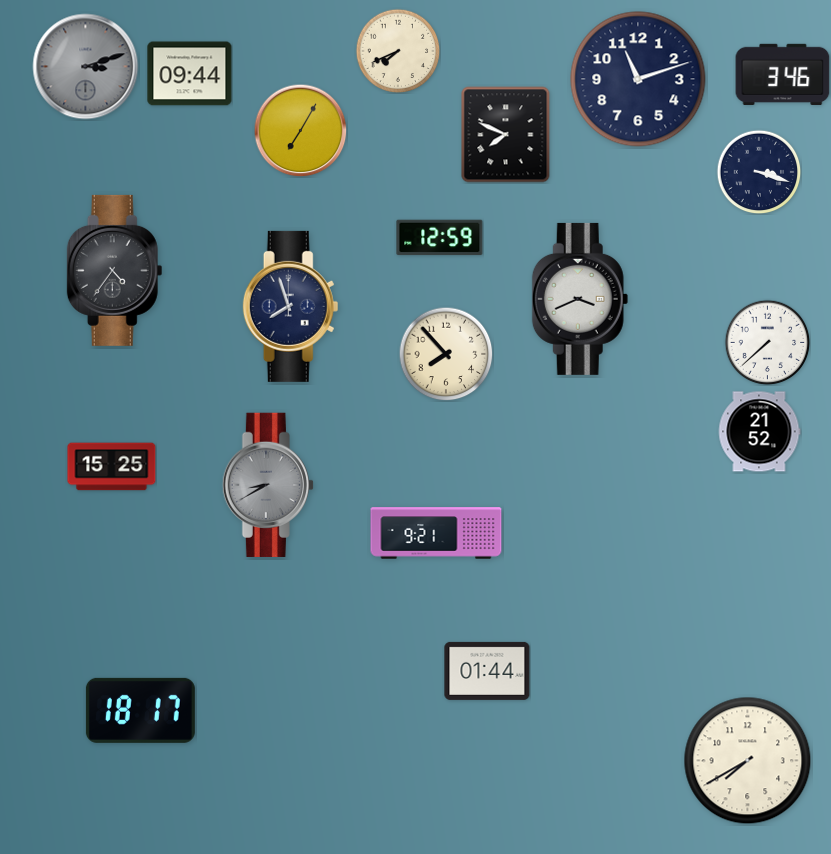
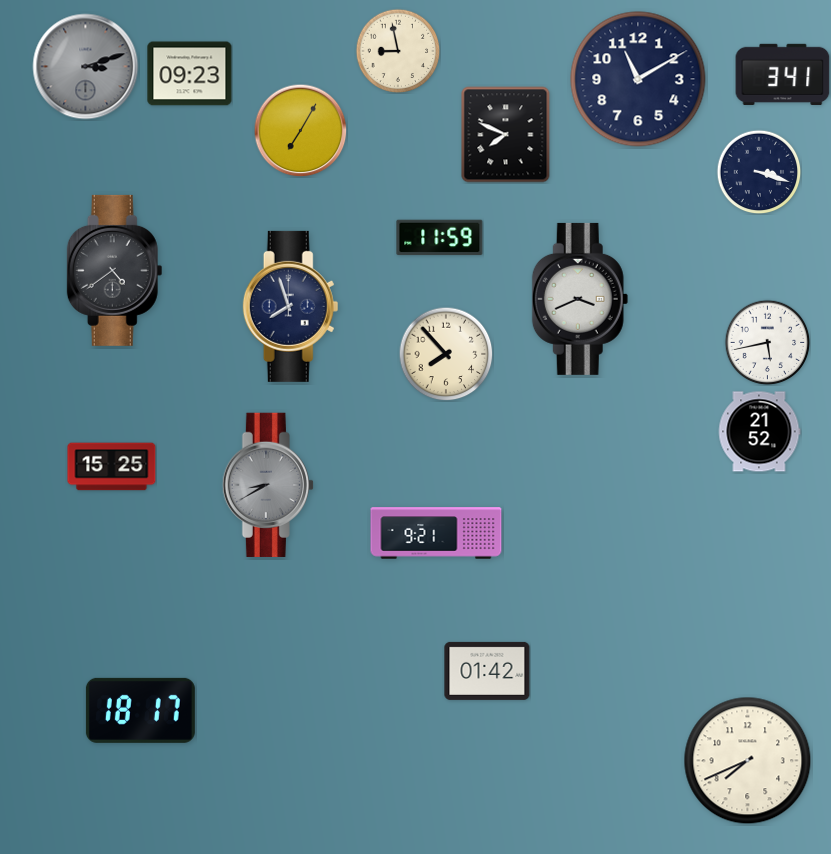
clock at (398, 51): 7:41 -> 8:58
clock at (190, 74): 09:44 -> 09:23
clock at (783, 74): 3:46 -> 3:41
clock at (638, 79): 11:12 -> 11:10
clock at (440, 238): 12:59 -> 11:59
clock at (115, 270): 4:36 -> 4:39
clock at (767, 342): 7:38 -> 5:43
clock at (487, 671): 01:44 -> 01:42
clock at (748, 761): 7:40 -> 7:41
